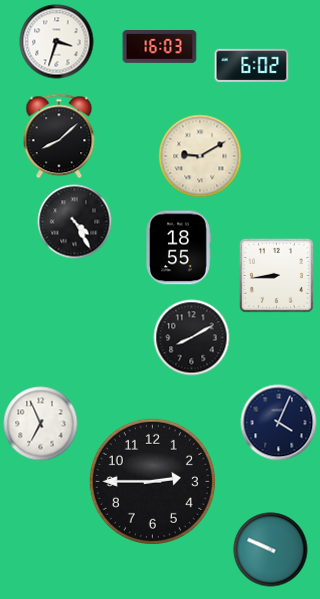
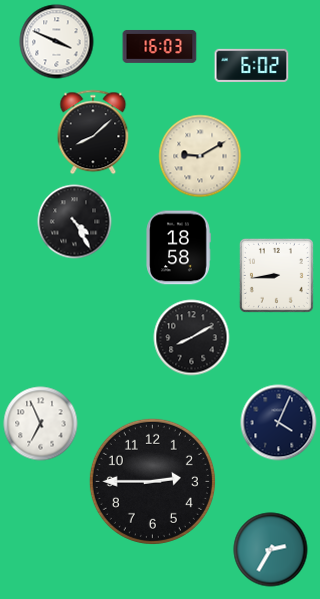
clock at (57, 42): 3:33 -> 3:49
clock at (59, 136) position: (59, 136) -> (93, 132)
clock at (178, 248): 18:55 -> 18:58
clock at (271, 550): 9:49 -> 2:35
